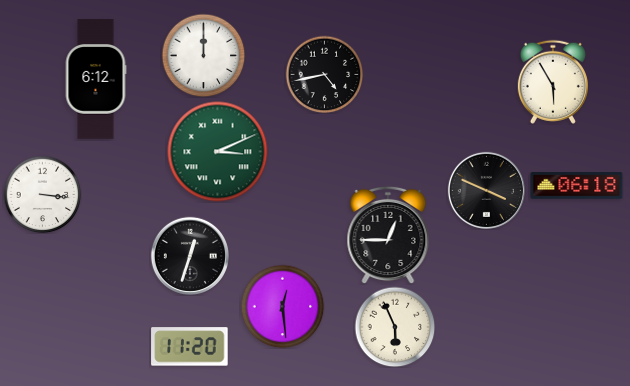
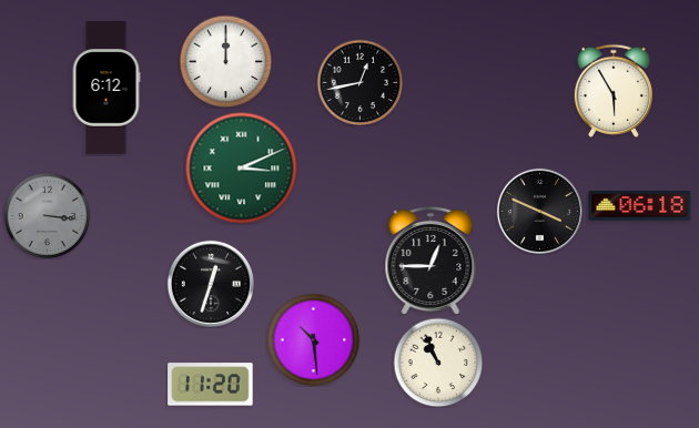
clock at (324, 74): 4:43 -> 12:43
clock at (42, 194) dial: white -> grey
clock at (282, 306): 12:29 -> 10:29
clock at (395, 327): 5:56 -> 10:56
